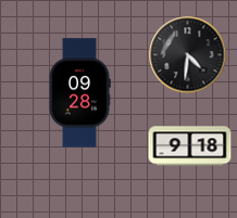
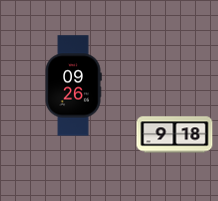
clock at (188, 55): 4:31 -> none
clock at (79, 93): 09:28 -> 09:26
